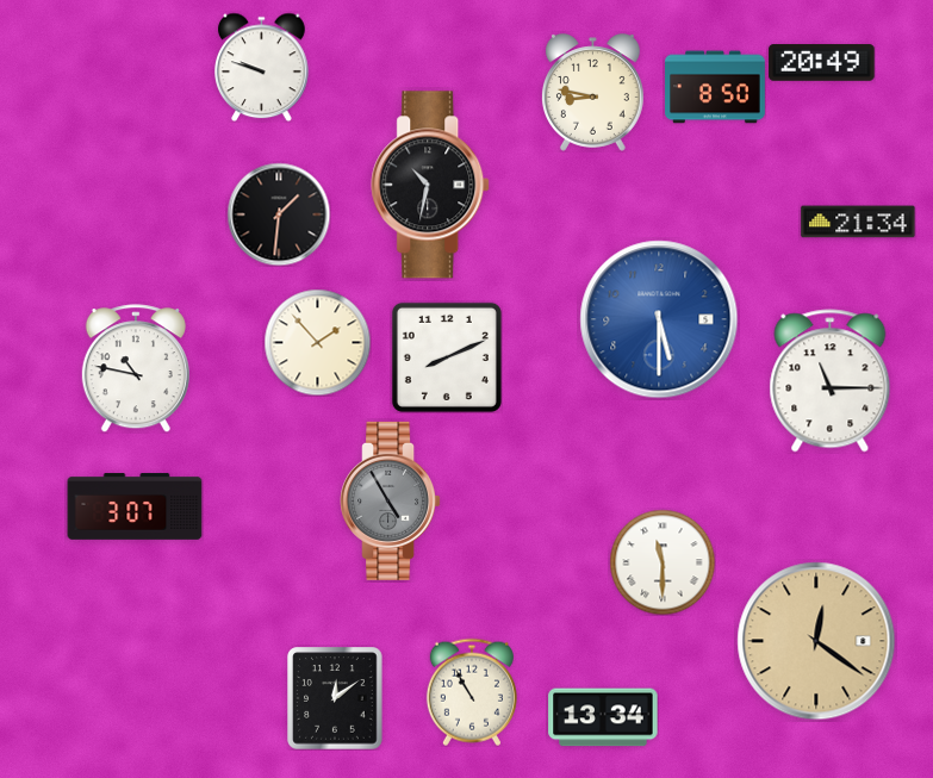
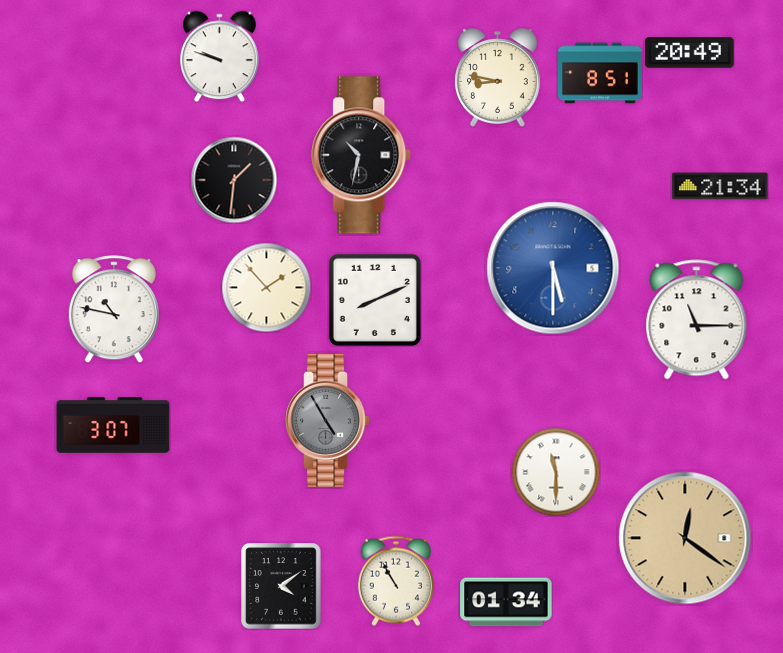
clock at (716, 87): 8:50 -> 8:51
clock at (335, 698): 12:09 -> 4:09
clock at (603, 717): 13:34 -> 01:34
